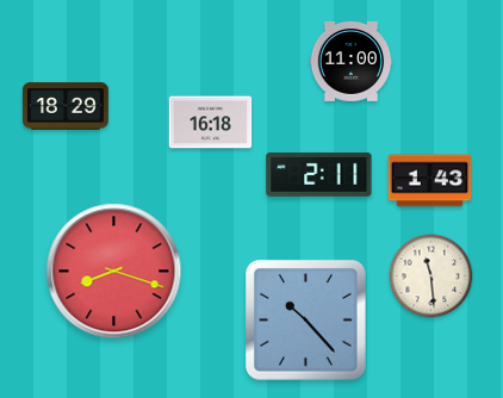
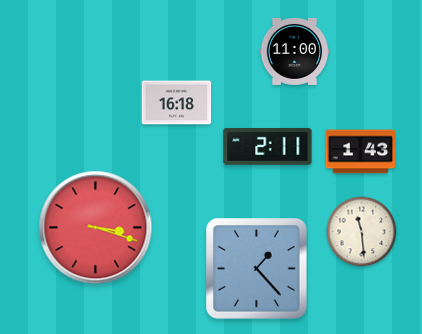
clock at (66, 106): 18:29 -> none
clock at (114, 272): 8:18 -> 3:18
clock at (306, 321): 10:23 -> 1:23
